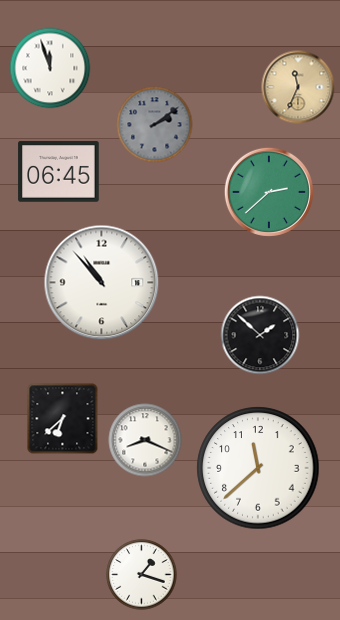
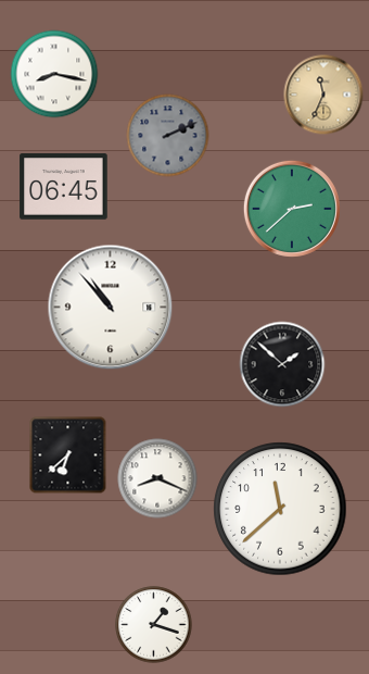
clock at (50, 68): 11:57 -> 8:17
clock at (155, 125): 2:09 -> 2:11
